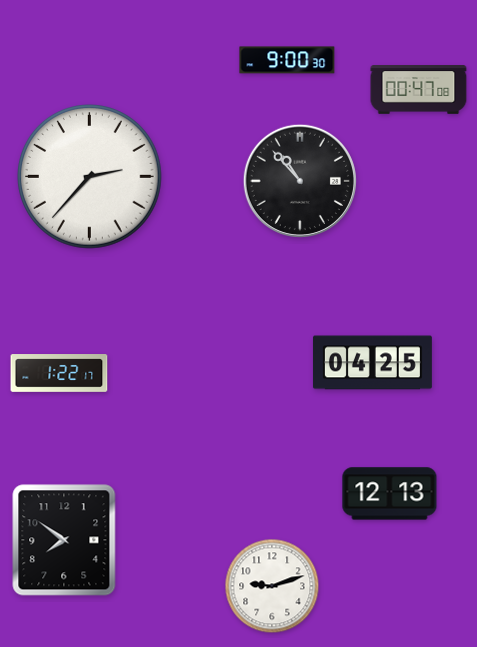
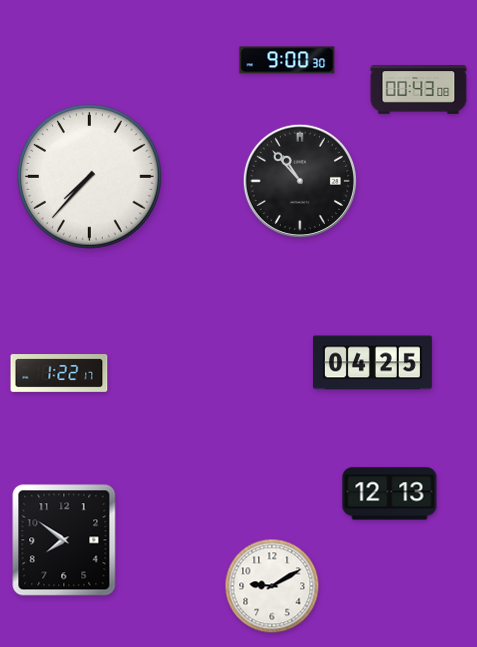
clock at (419, 90): 00:47 -> 00:43
clock at (90, 177): 2:37 -> 7:37
clock at (272, 586): 9:12 -> 9:10
